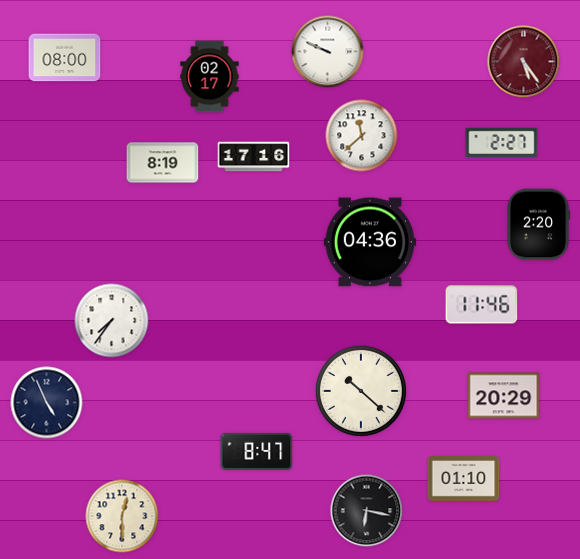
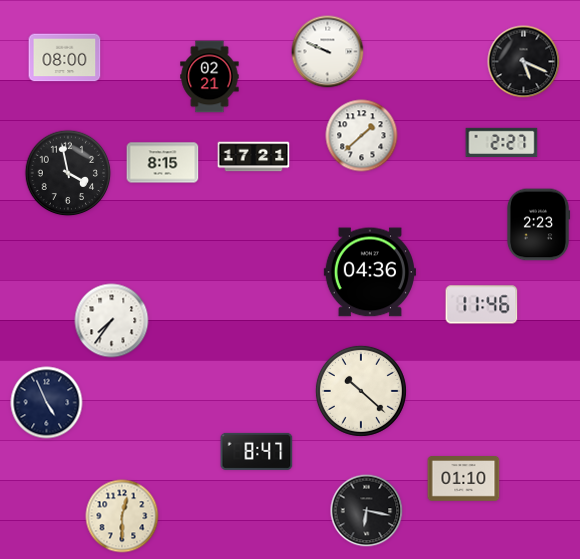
clock at (524, 62): 5:24 -> 5:19
clock at (524, 62) dial: burgundy -> black
clock at (210, 77): 02:17 -> 02:21
clock at (362, 136): 11:38 -> 1:38
clock at (254, 157): 17:16 -> 17:21
clock at (163, 163): 8:19 -> 8:15
clock at (68, 173): none -> 3:58
clock at (538, 225): 2:20 -> 2:23
clock at (370, 242) position: (370, 242) -> (370, 272)
clock at (504, 396): 20:29 -> none
